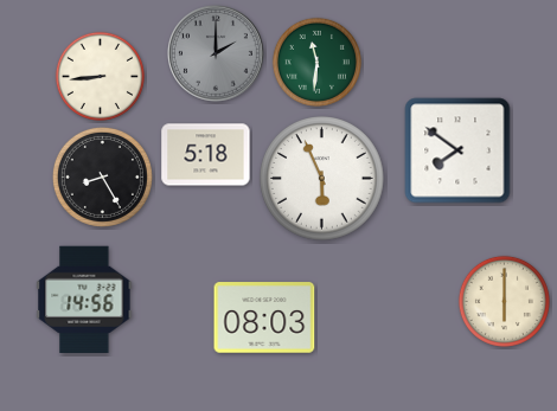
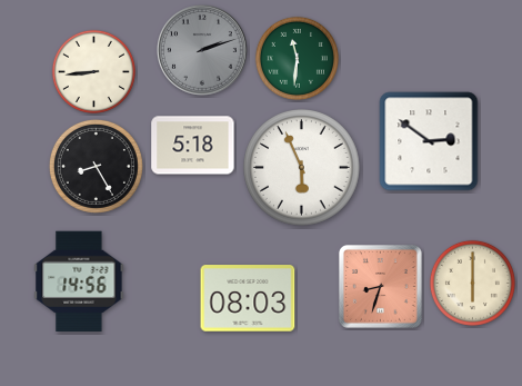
clock at (217, 54): 2:00 -> 2:12
clock at (457, 150): 7:51 -> 2:51
clock at (380, 286): none -> 8:33
